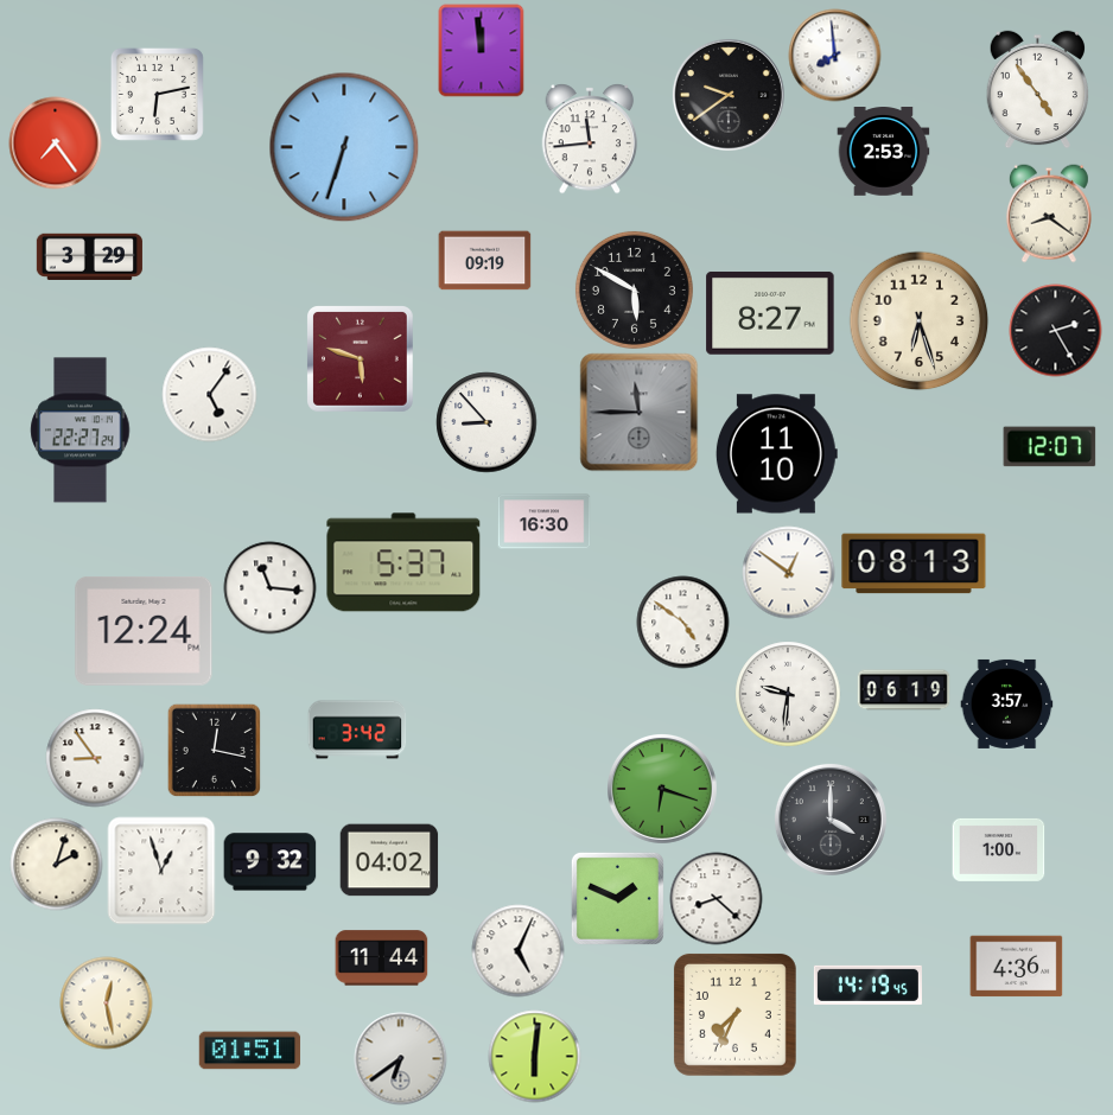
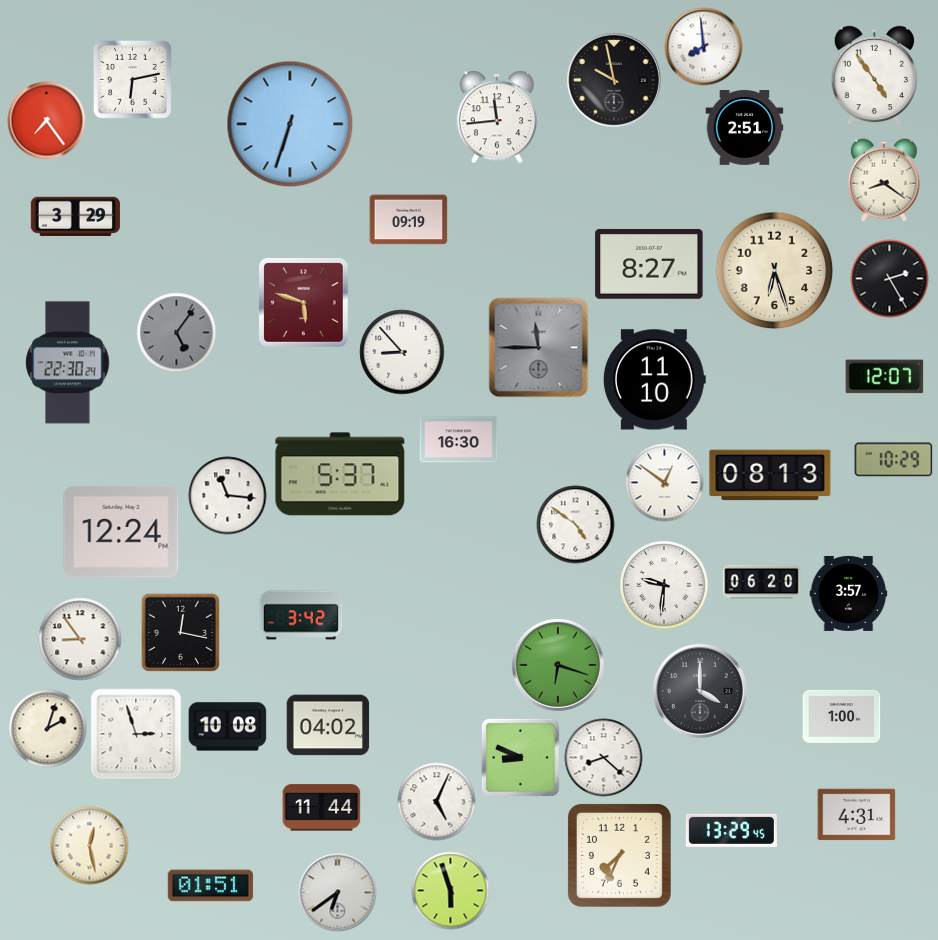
clock at (482, 50): 11:59 -> none
clock at (729, 95): 9:39 -> 9:58
clock at (883, 152): 2:53 -> 2:51
clock at (634, 289): 5:50 -> none
clock at (209, 394) dial: white -> grey
clock at (486, 422) position: (486, 422) -> (402, 352)
clock at (81, 431): 22:27 -> 22:30
clock at (776, 454) position: (776, 454) -> (654, 380)
clock at (893, 460): none -> 10:29
clock at (903, 690): 06:19 -> 06:20
clock at (269, 862): 9:32 -> 10:08
clock at (161, 871): 12:57 -> 2:57
clock at (617, 898): 1:49 -> 8:49
clock at (1016, 967): 4:36 -> 4:31
clock at (867, 985): 14:19 -> 13:29
clock at (534, 1056): 6:01 -> 5:57
